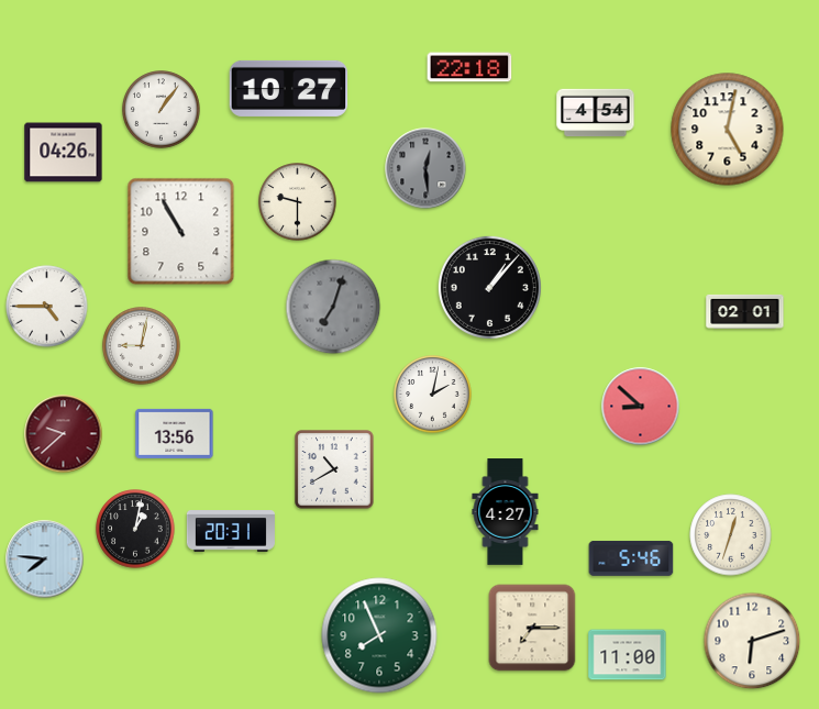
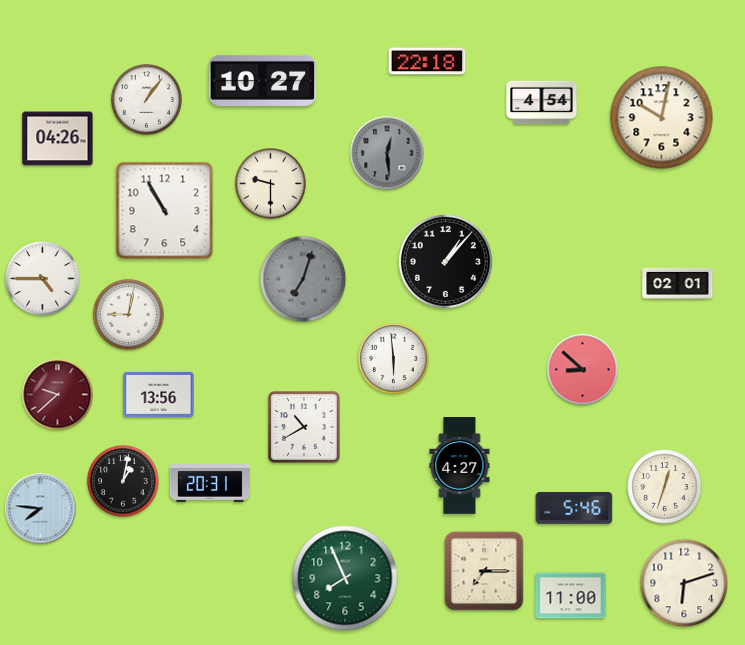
clock at (728, 130): 5:02 -> 10:02
clock at (433, 395): 2:02 -> 5:59
